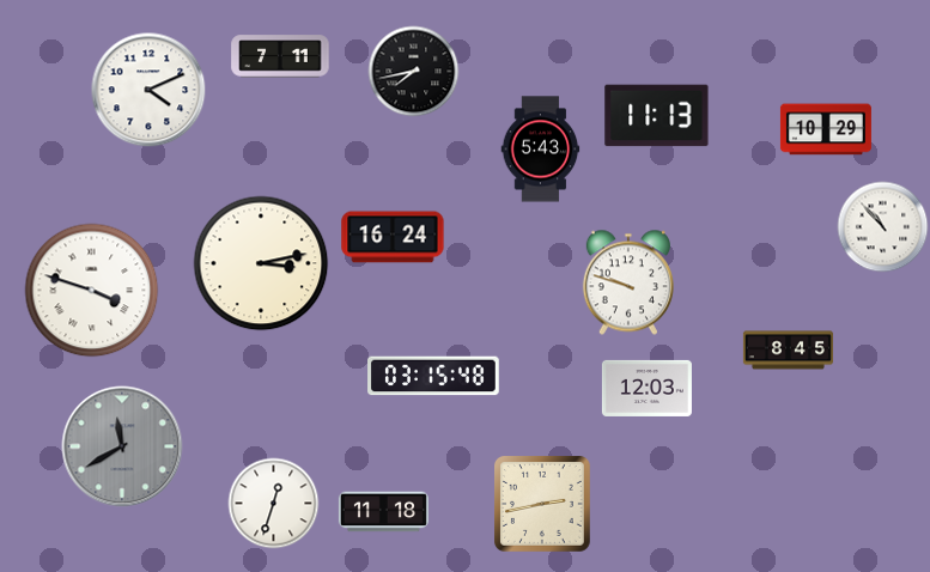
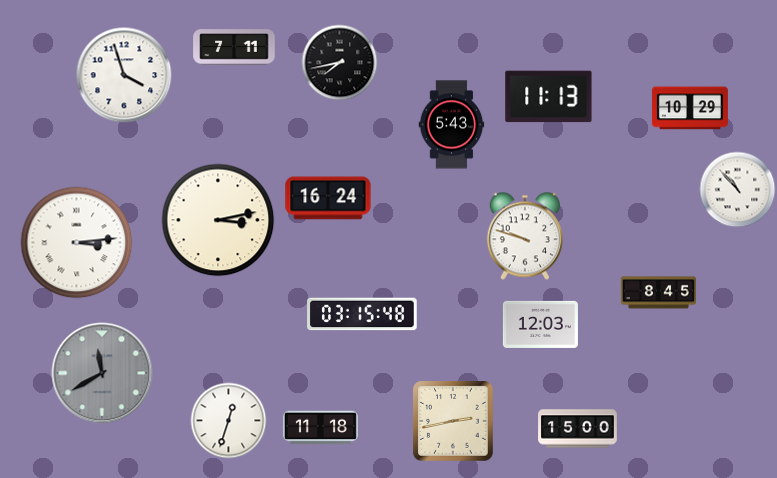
clock at (414, 72) position: (414, 72) -> (340, 63)
clock at (148, 90): 4:11 -> 3:57
clock at (92, 291): 3:48 -> 3:14
clock at (578, 429): none -> 15:00
